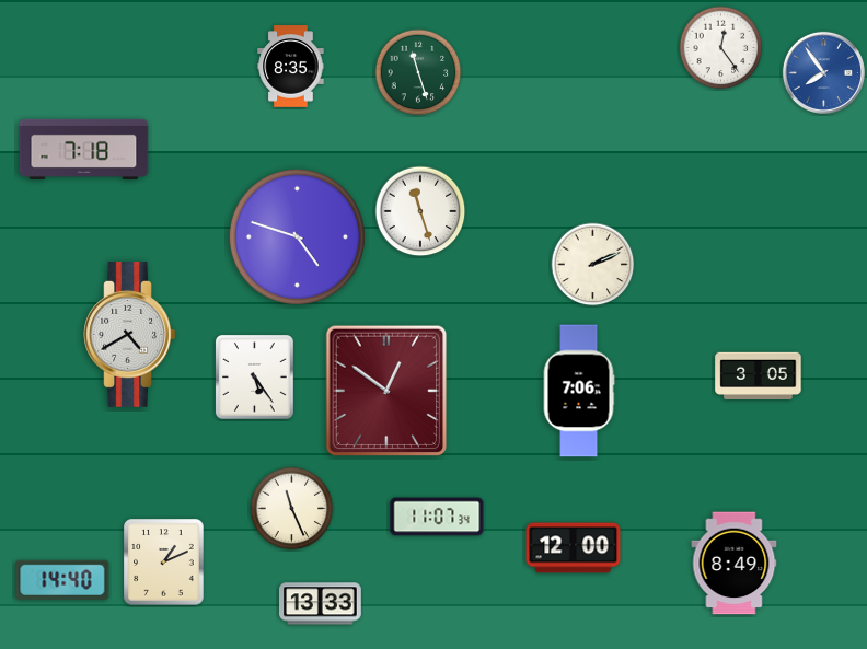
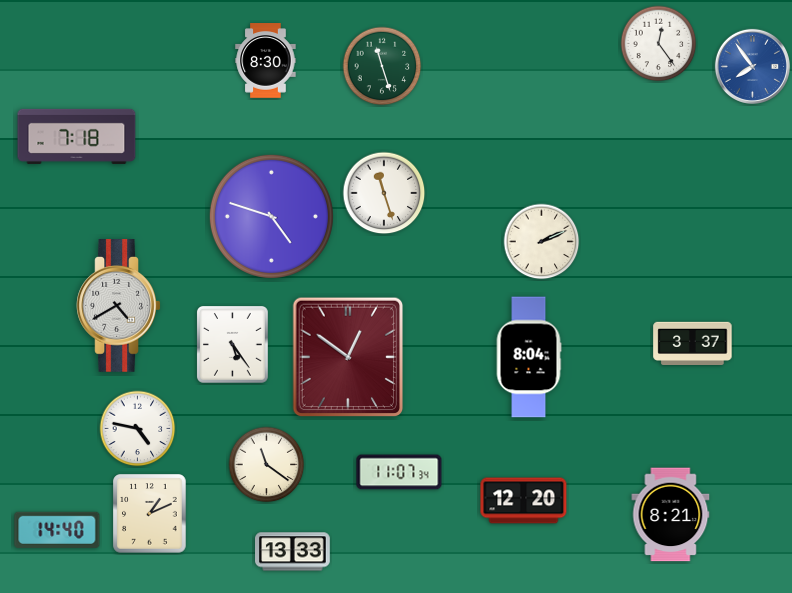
clock at (291, 67): 8:35 -> 8:30
clock at (759, 375): 3:05 -> 3:37
clock at (386, 391) position: (386, 391) -> (348, 357)
clock at (579, 391): 7:06 -> 8:04
clock at (138, 429): none -> 4:47
clock at (292, 509): 11:26 -> 11:21
clock at (574, 548): 12:00 -> 12:20
clock at (735, 564): 8:49 -> 8:21
